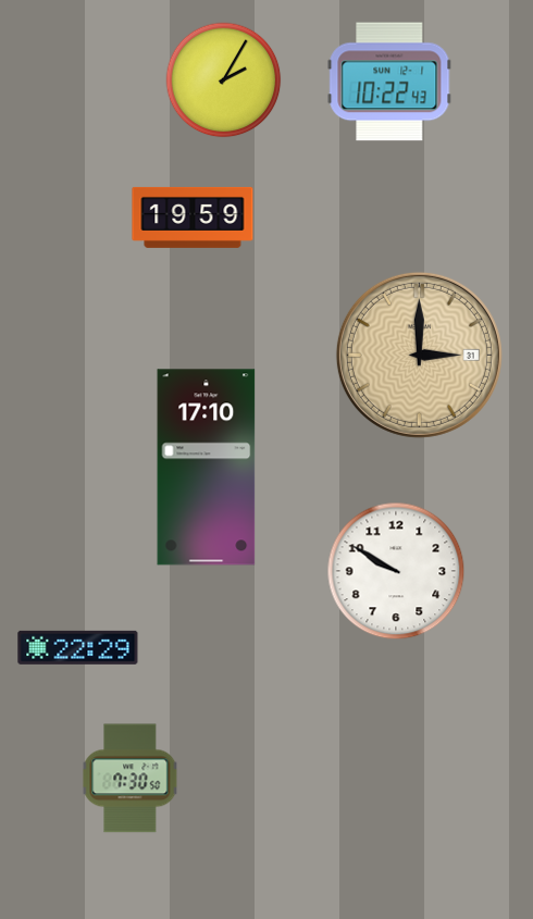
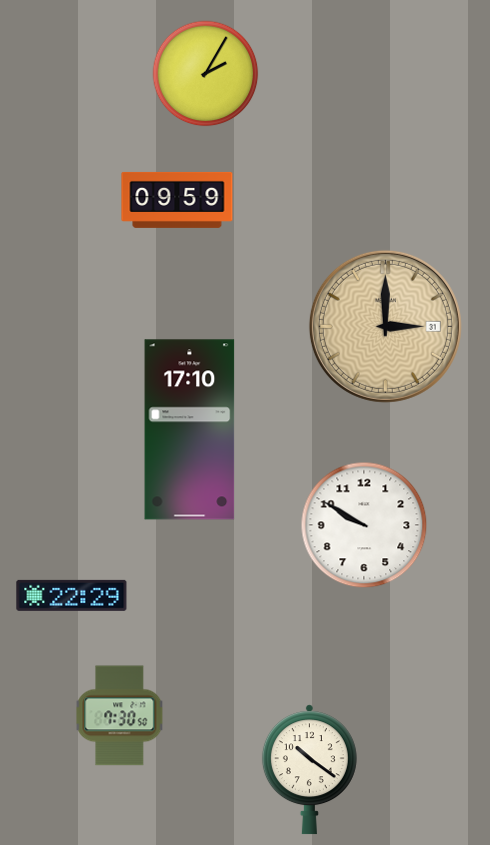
clock at (389, 82): 10:22 -> none
clock at (193, 218): 19:59 -> 09:59
clock at (309, 770): none -> 10:21
